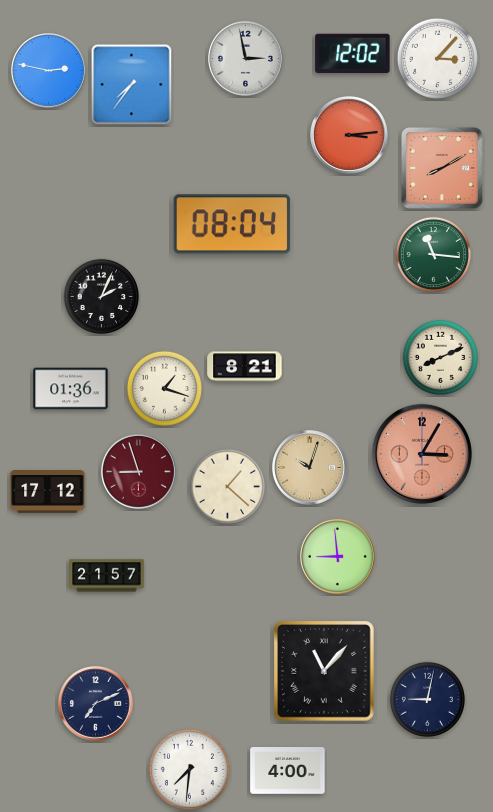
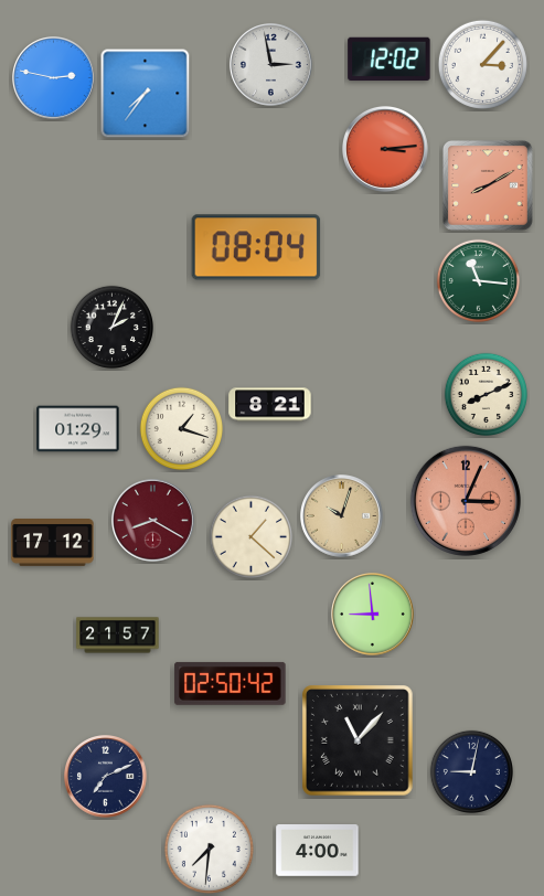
clock at (71, 389): 01:36 -> 01:29
clock at (422, 454): 3:05 -> 3:04
clock at (139, 472): 8:57 -> 8:20
clock at (231, 683): none -> 02:50
